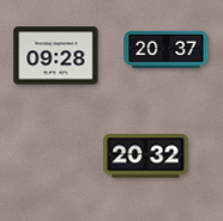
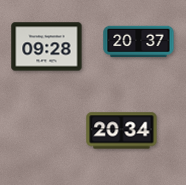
clock at (146, 156): 20:32 -> 20:34
